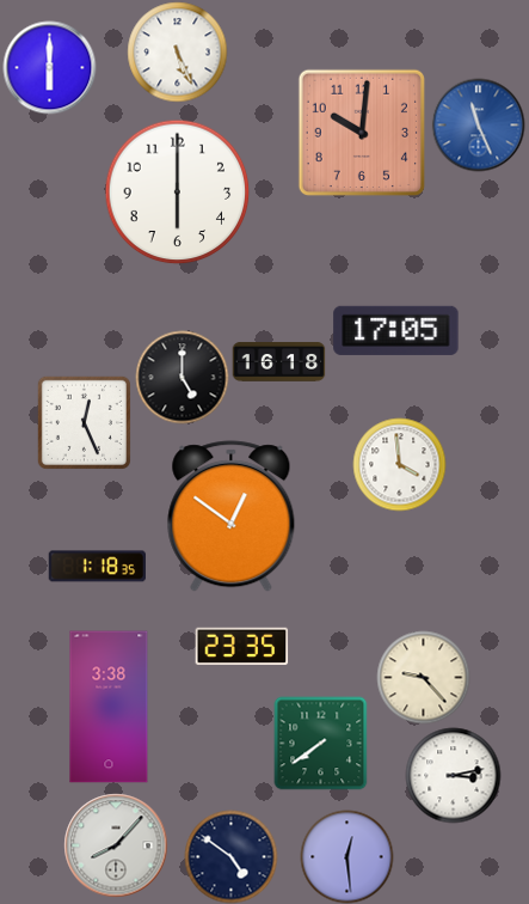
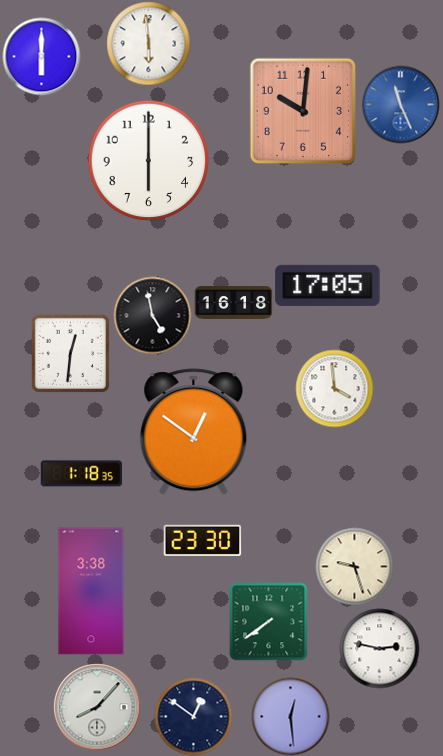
clock at (177, 51): 5:26 -> 5:59
clock at (396, 330) position: (396, 330) -> (328, 285)
clock at (182, 377): 5:00 -> 4:58
clock at (84, 422): 12:26 -> 12:31
clock at (241, 646): 23:35 -> 23:30
clock at (423, 677): 9:23 -> 9:27
clock at (453, 775): 3:13 -> 2:47
clock at (230, 856): 4:51 -> 12:51
